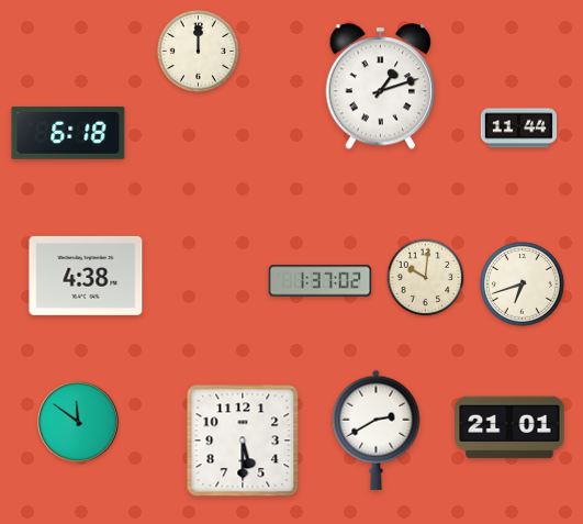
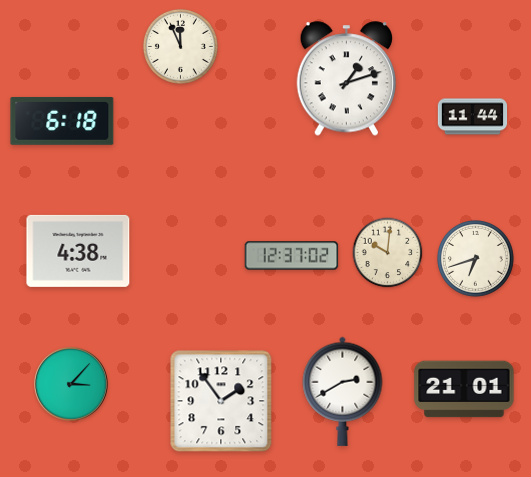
clock at (198, 51): 12:00 -> 11:56
clock at (321, 281): 1:37 -> 12:37
clock at (78, 422): 11:51 -> 3:07
clock at (243, 441): 5:30 -> 1:54
